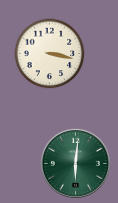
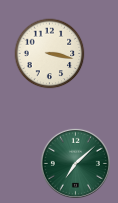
clock at (75, 163): 6:01 -> 7:08
